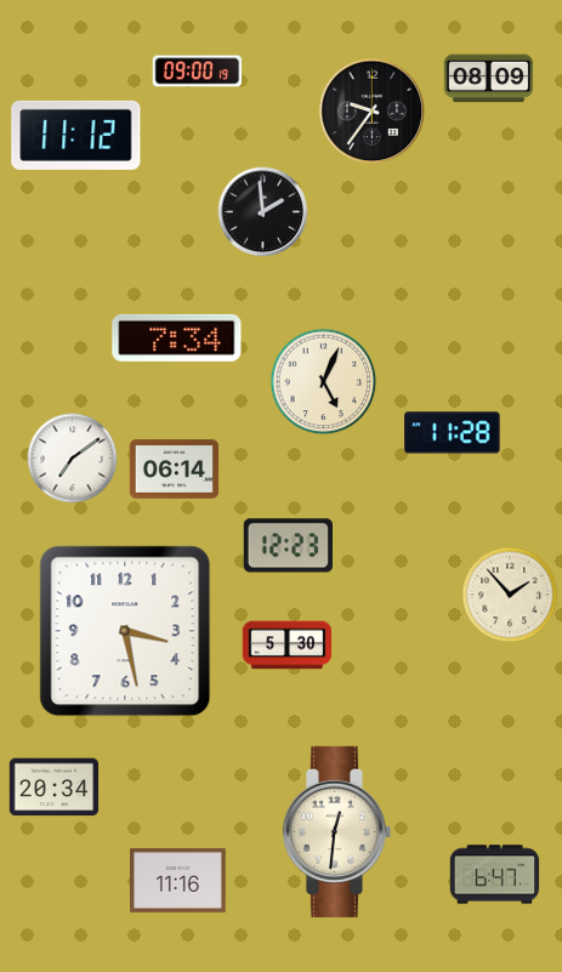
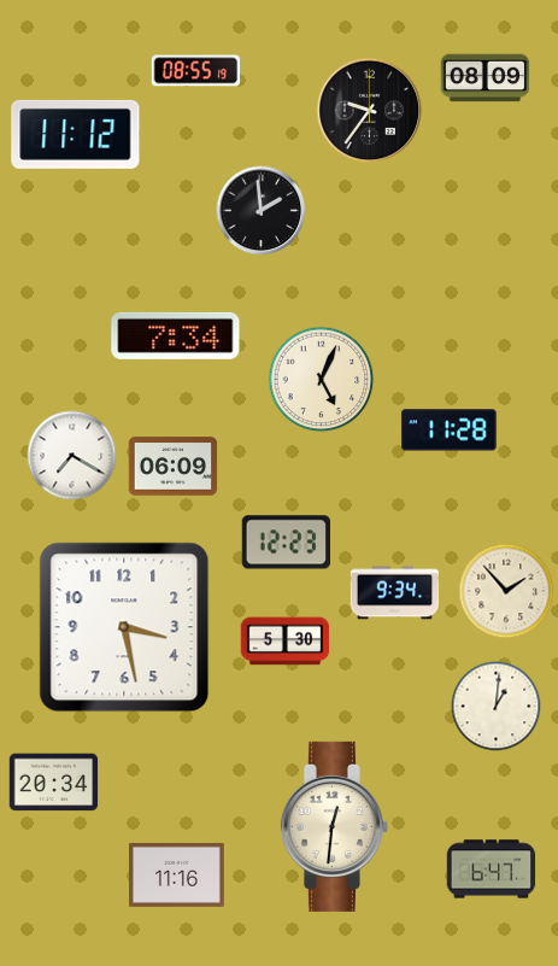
clock at (198, 72): 09:00 -> 08:55
clock at (73, 459): 7:09 -> 7:20
clock at (175, 470): 06:14 -> 06:09
clock at (395, 593): none -> 9:34
clock at (497, 707): none -> 1:01
